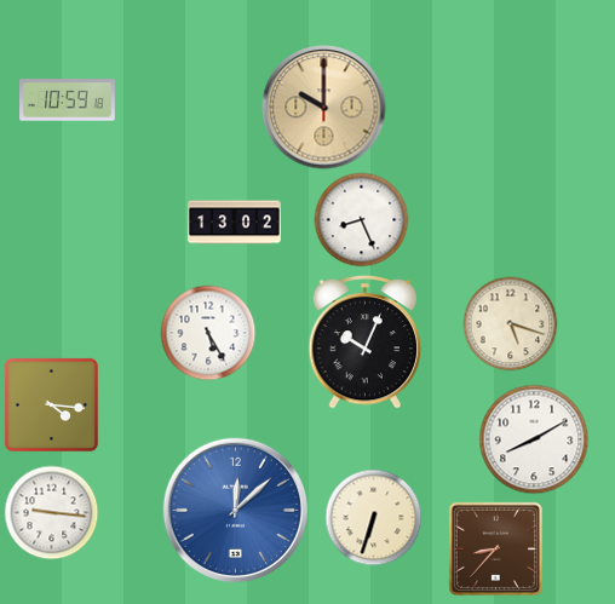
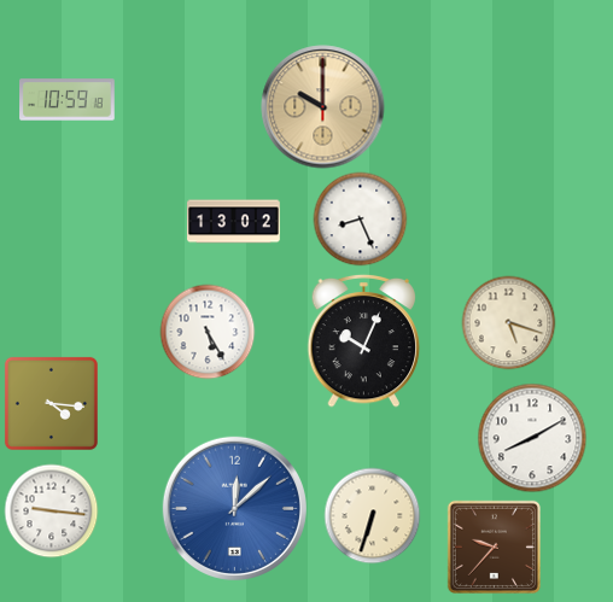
clock at (495, 548): 8:37 -> 9:37
